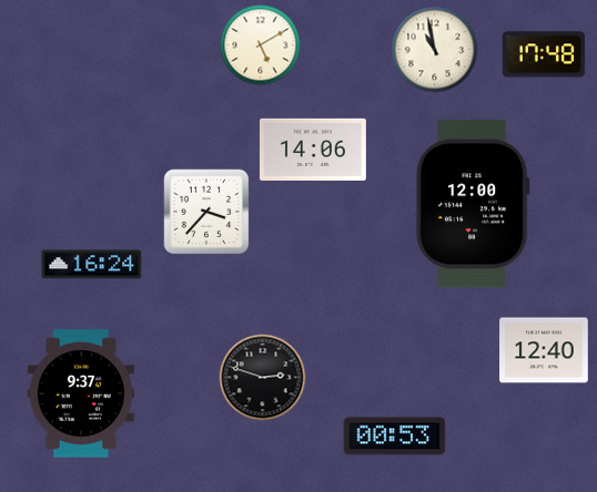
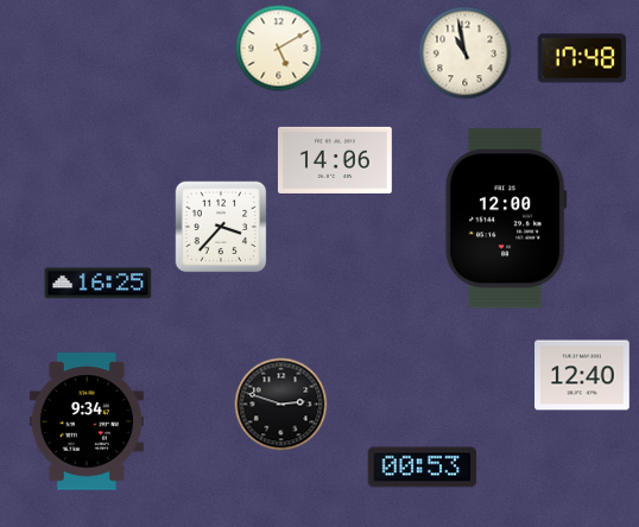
clock at (92, 265): 16:24 -> 16:25
clock at (81, 393): 9:37 -> 9:34
